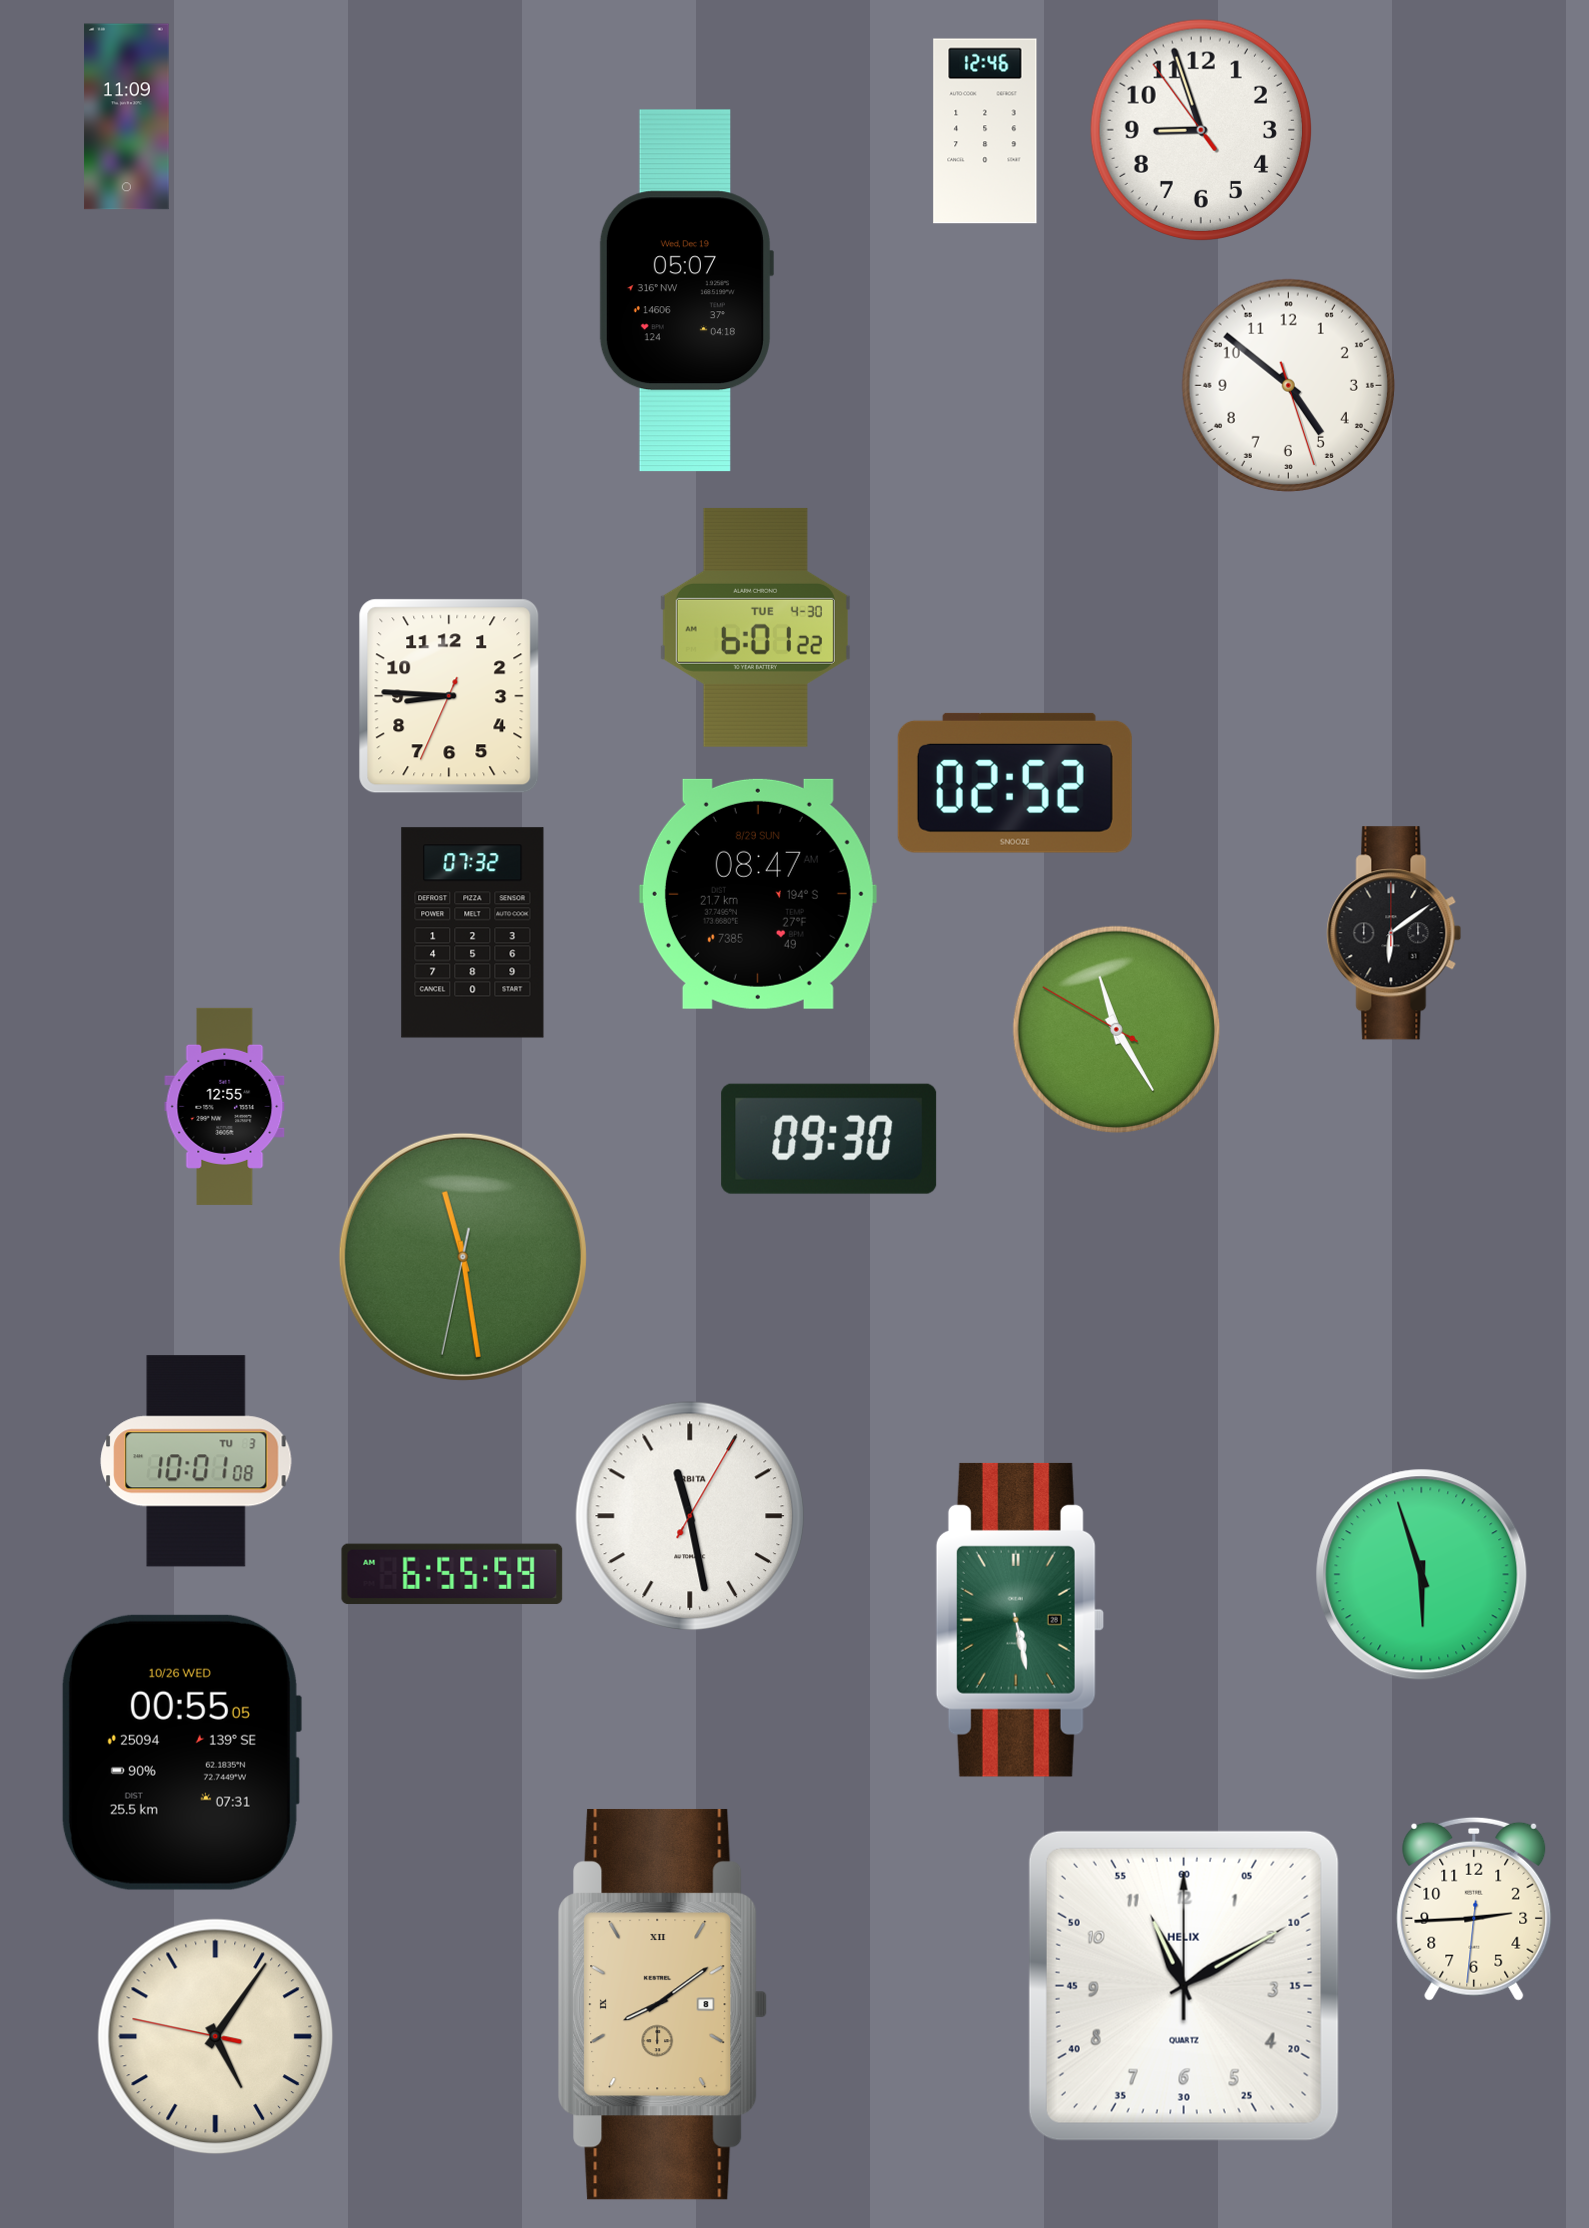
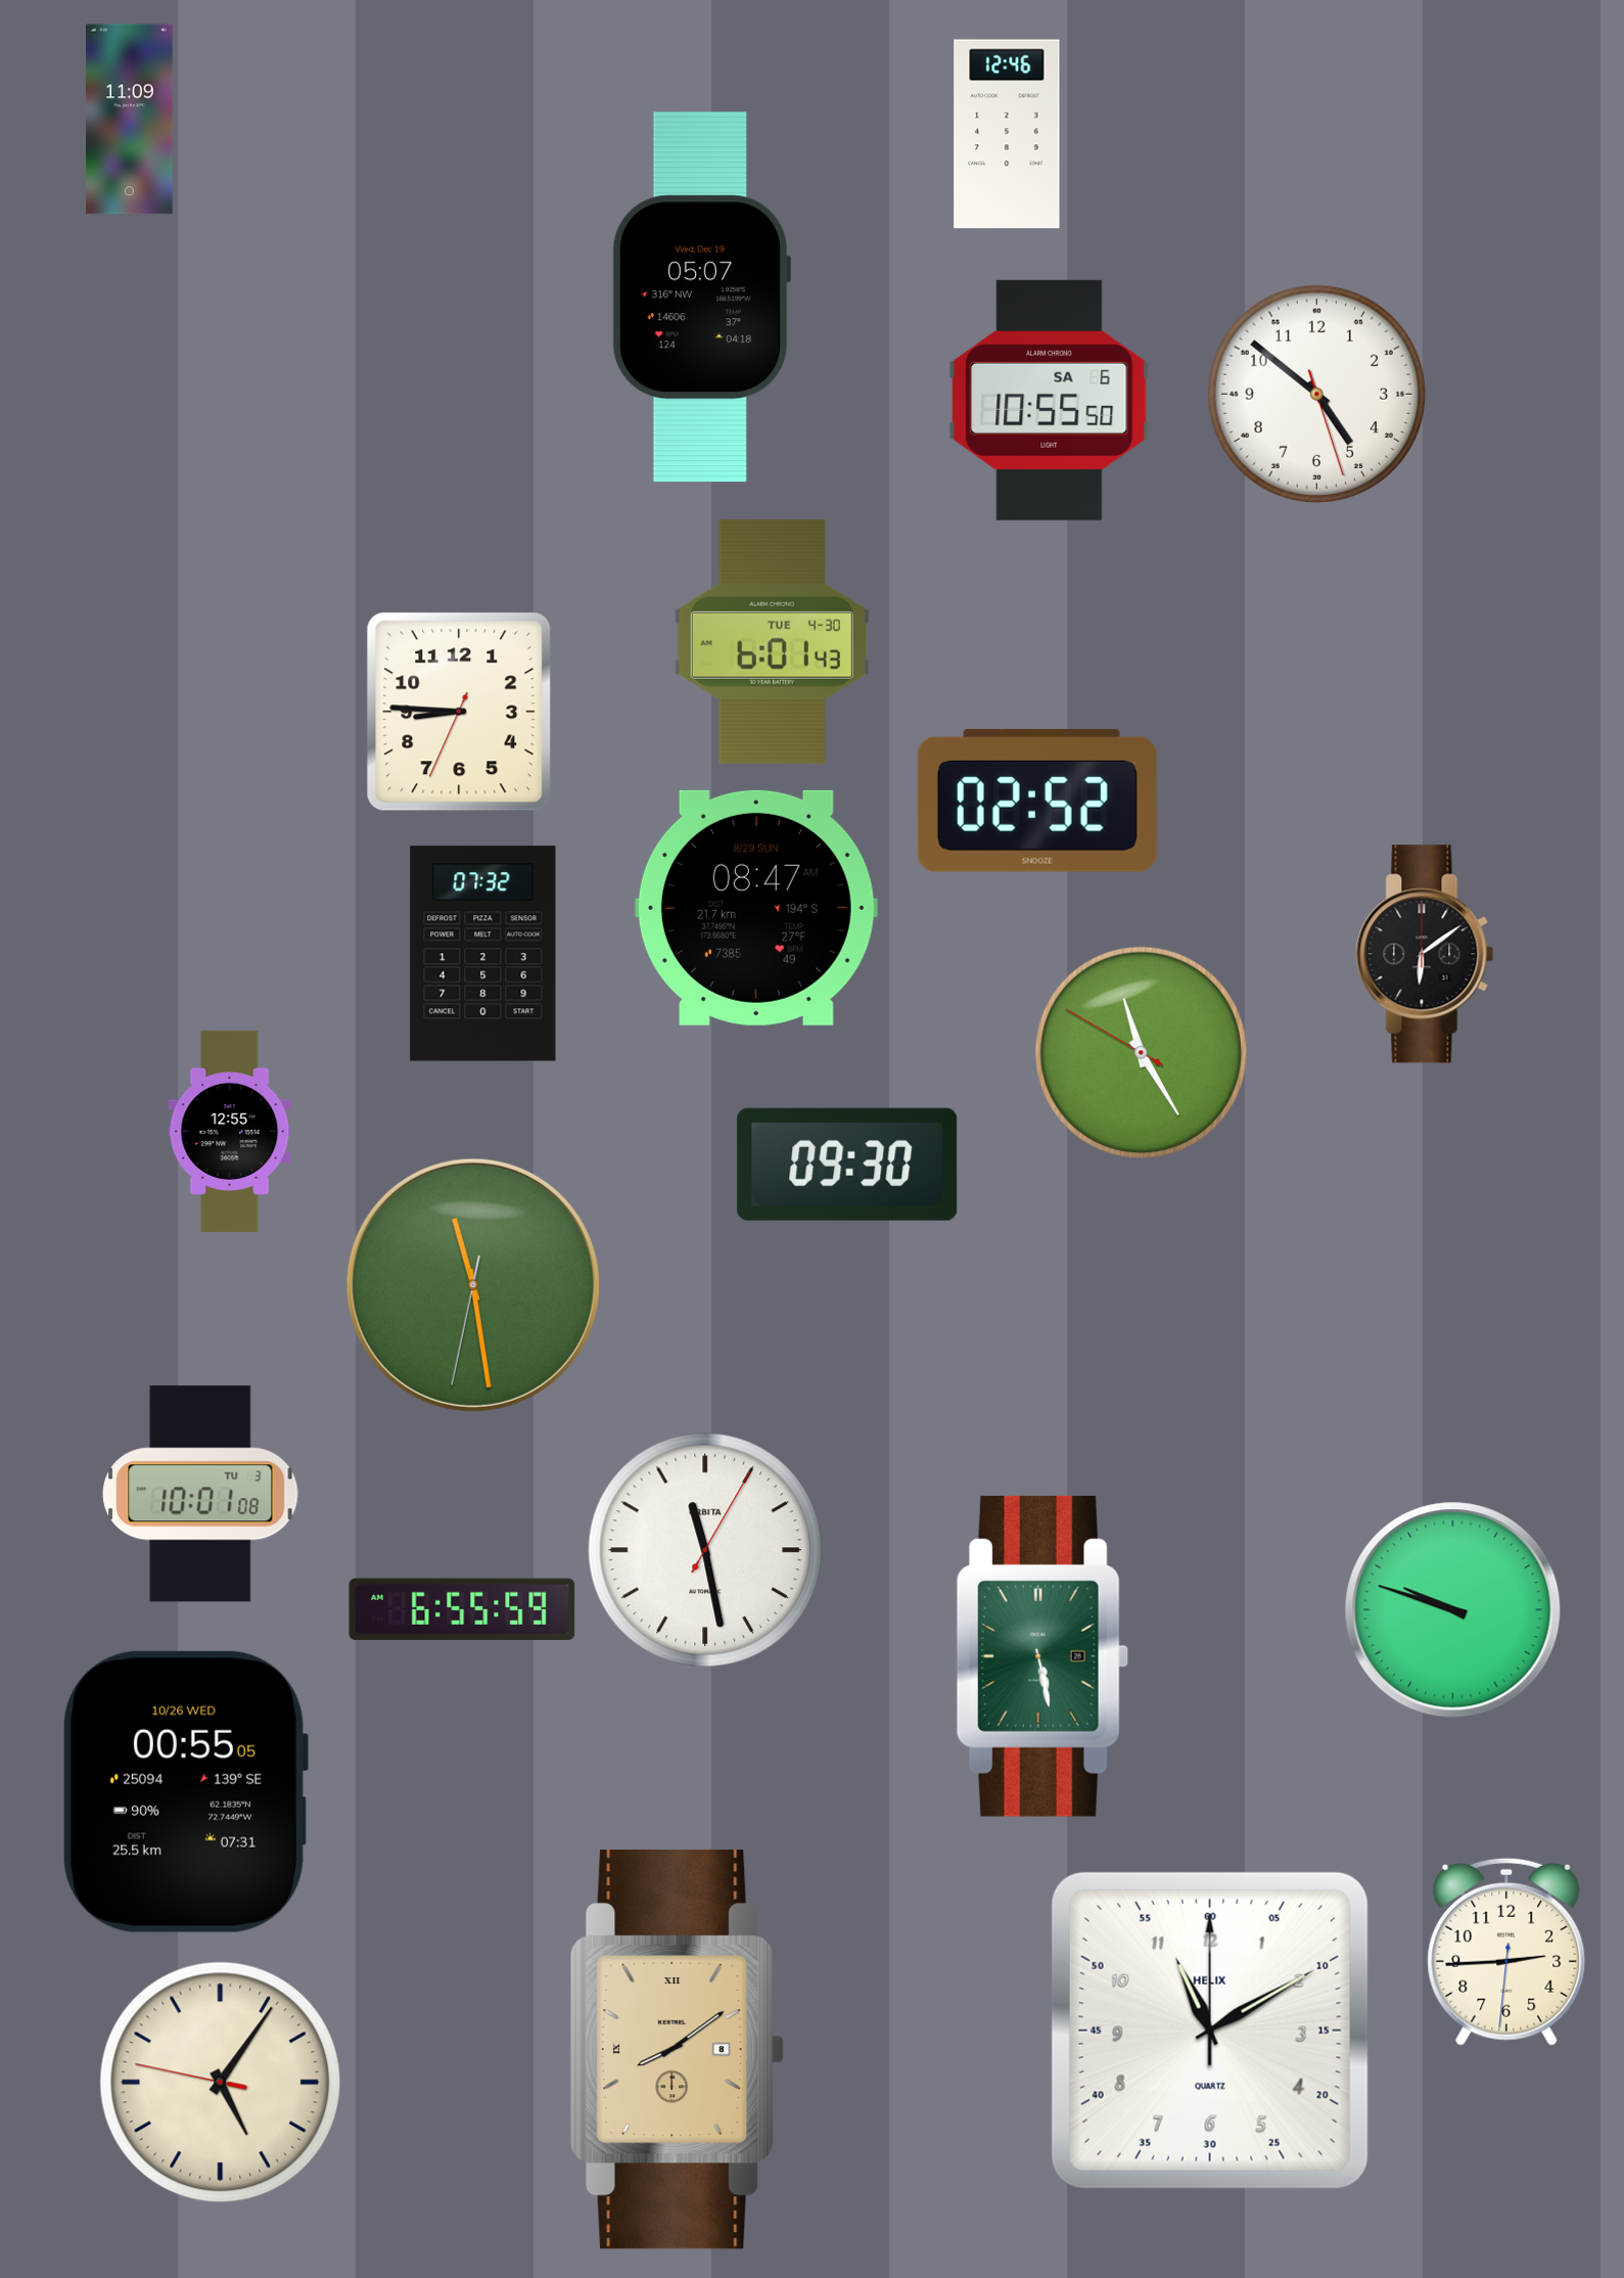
clock at (1200, 129): 8:56 -> none
clock at (1050, 400): none -> 10:55
clock at (755, 627): 6:01:22 -> 6:01:43
clock at (758, 894) position: (758, 894) -> (756, 908)
clock at (1422, 1575): 5:57 -> 9:48
